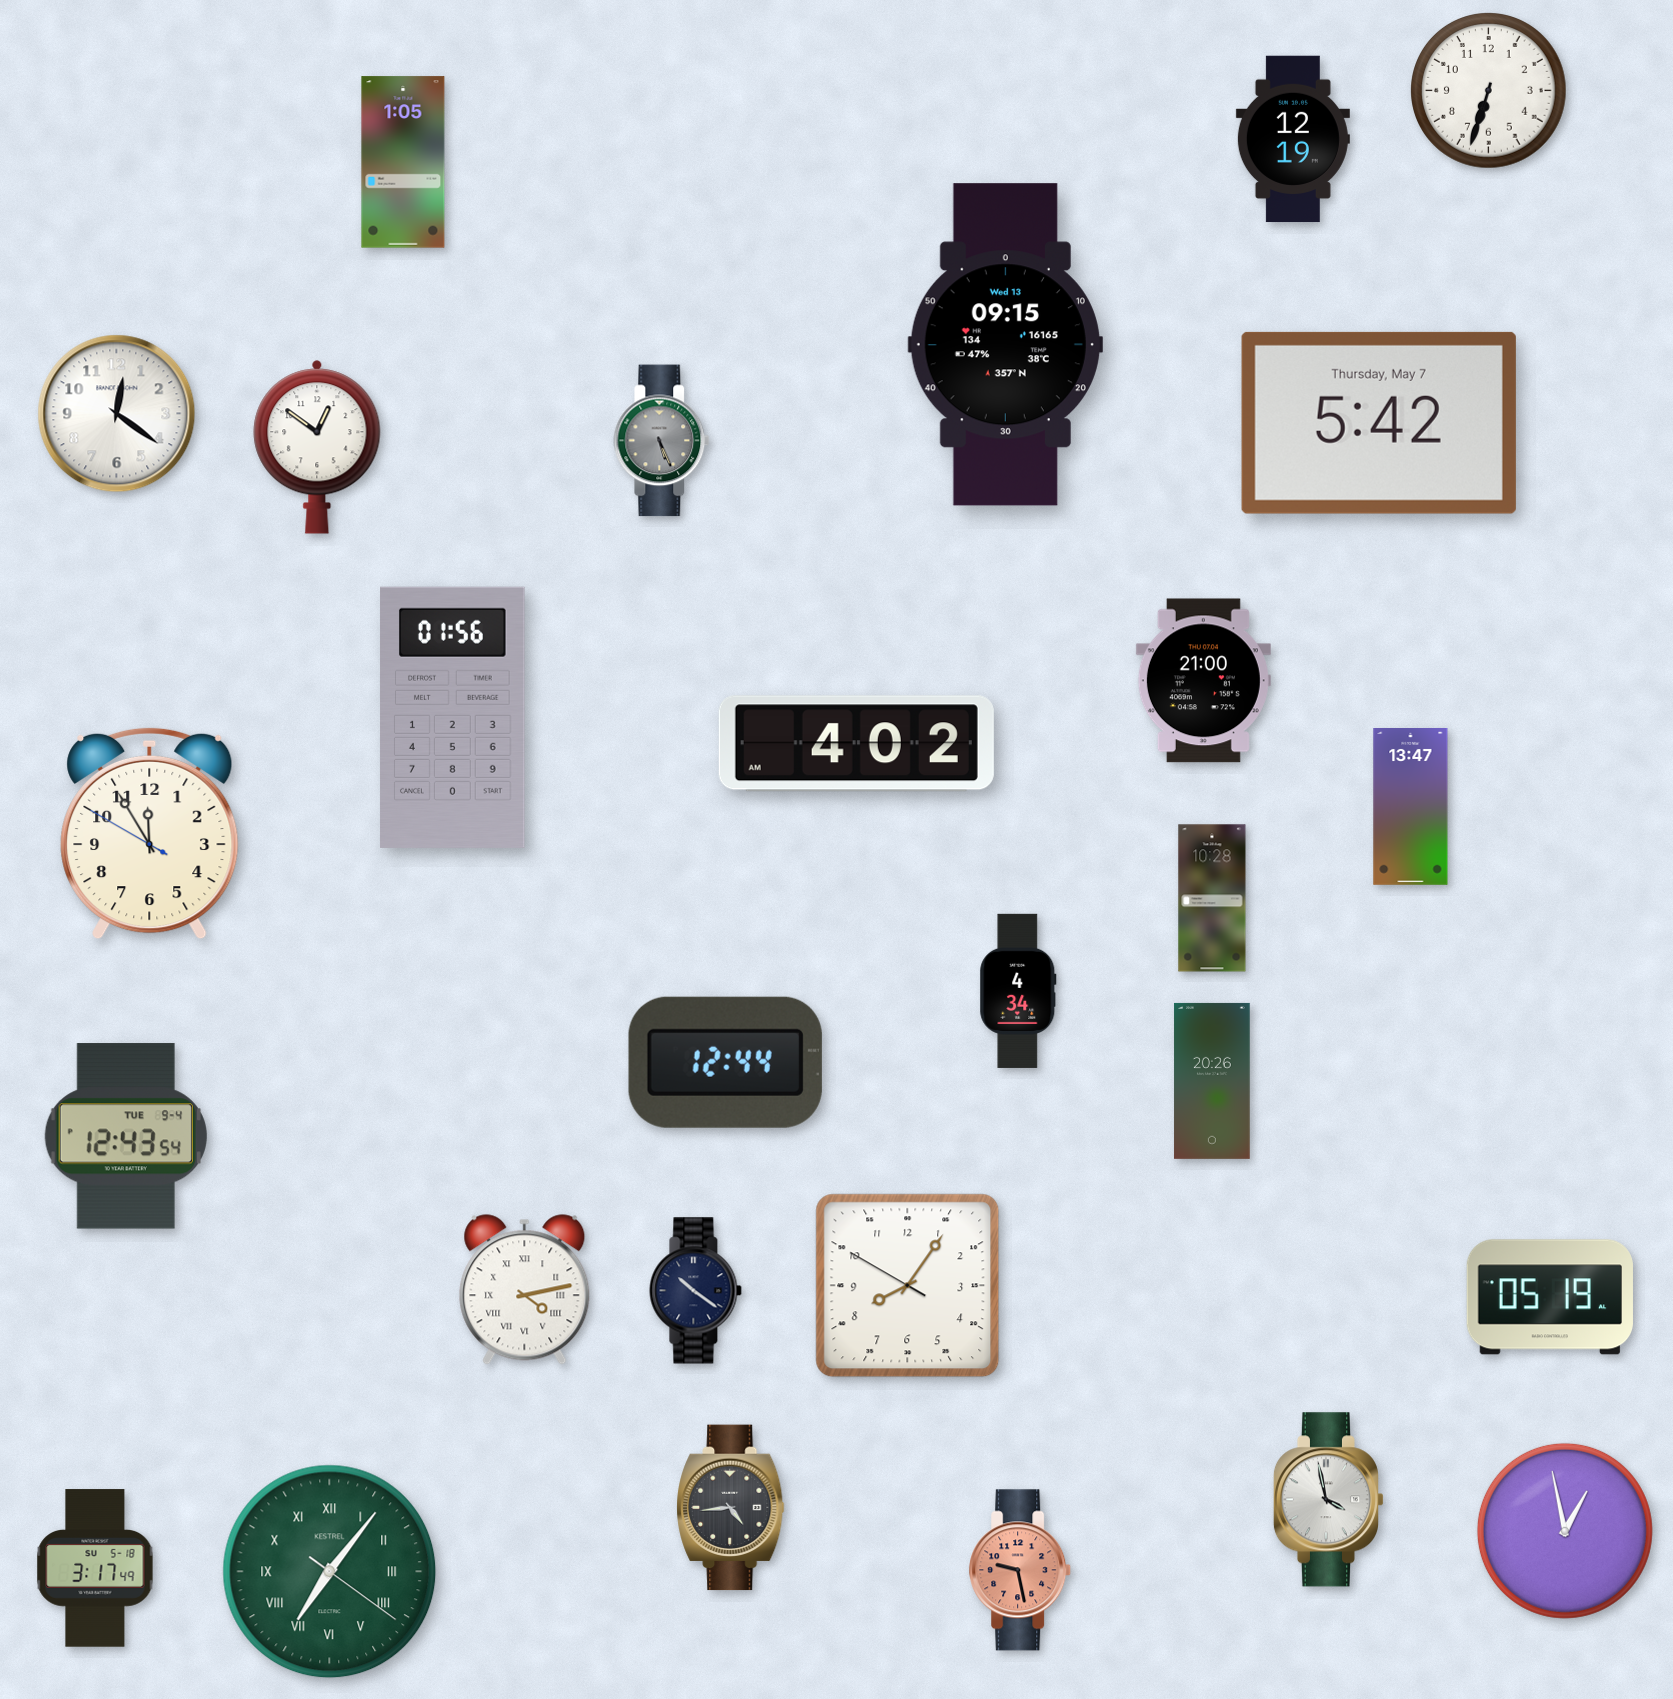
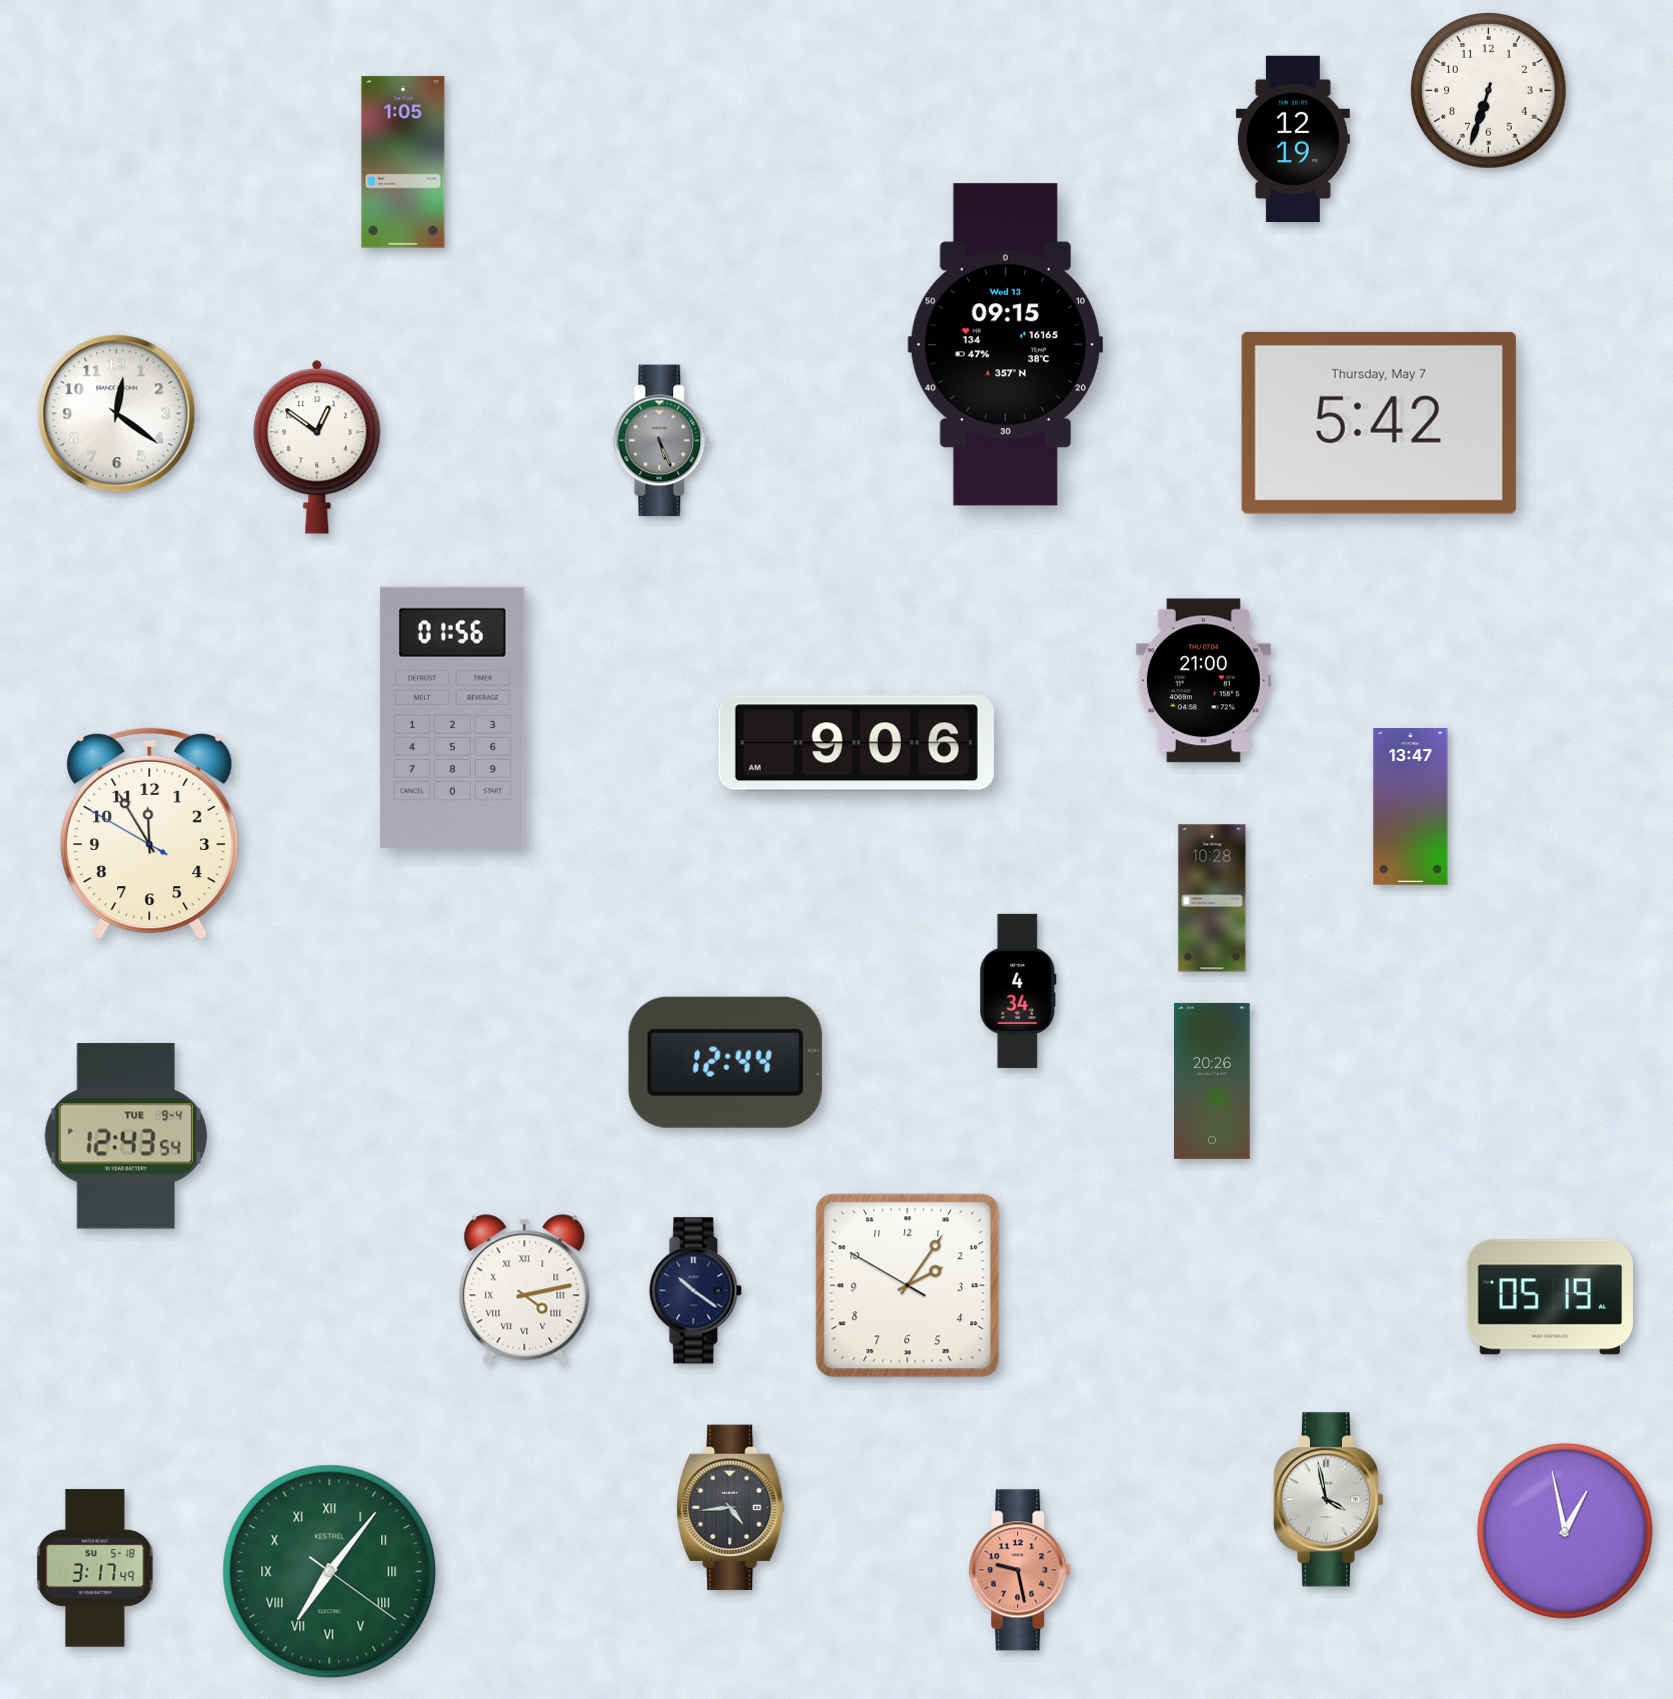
clock at (856, 744): 4:02 -> 9:06
clock at (908, 1286): 8:05 -> 2:05
